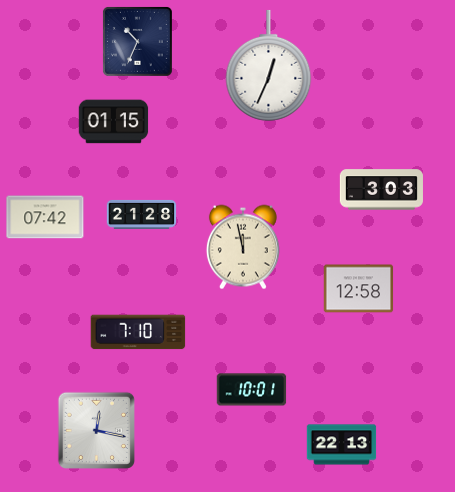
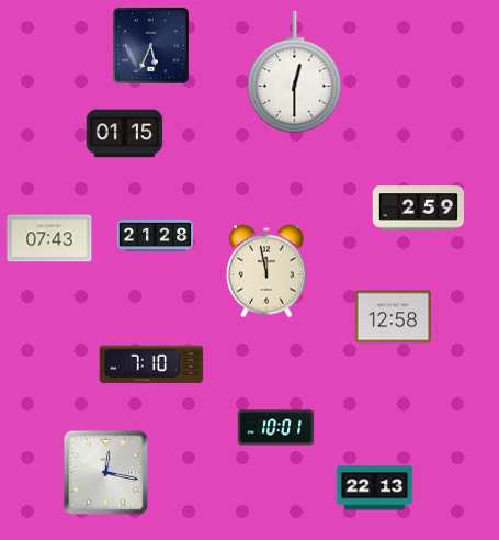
clock at (137, 41): 10:34 -> 5:34
clock at (269, 66): 12:34 -> 12:30
clock at (381, 190): 3:03 -> 2:59
clock at (45, 217): 07:42 -> 07:43
